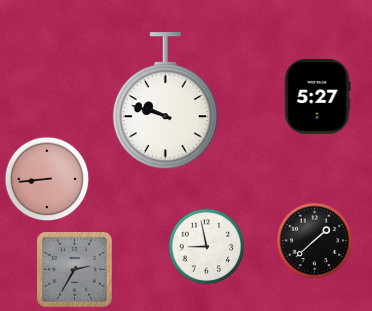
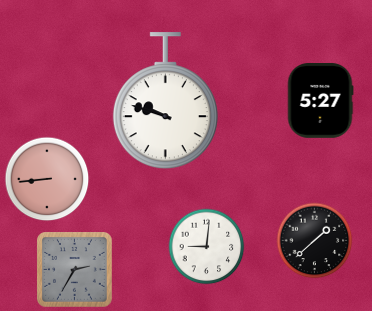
clock at (317, 97) position: (317, 97) -> (320, 101)
clock at (207, 247): 8:58 -> 9:01
